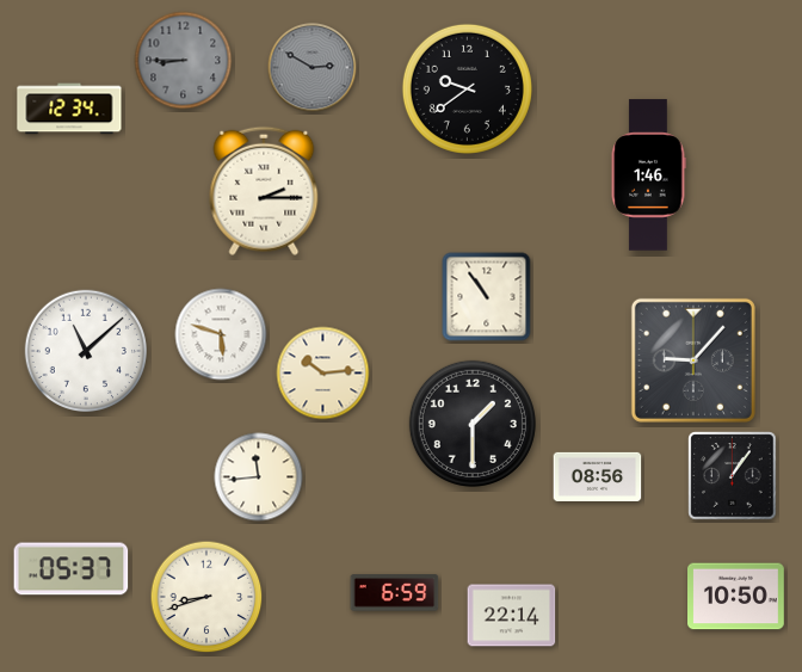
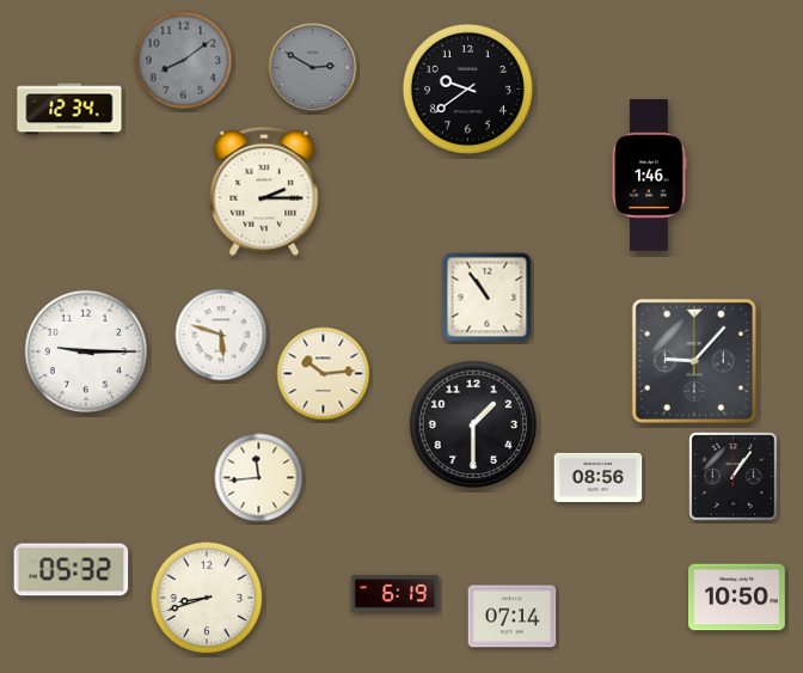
clock at (184, 61): 8:45 -> 8:09
clock at (85, 350): 11:08 -> 9:15
clock at (72, 569): 05:37 -> 05:32
clock at (395, 593): 6:59 -> 6:19
clock at (512, 616): 22:14 -> 07:14
